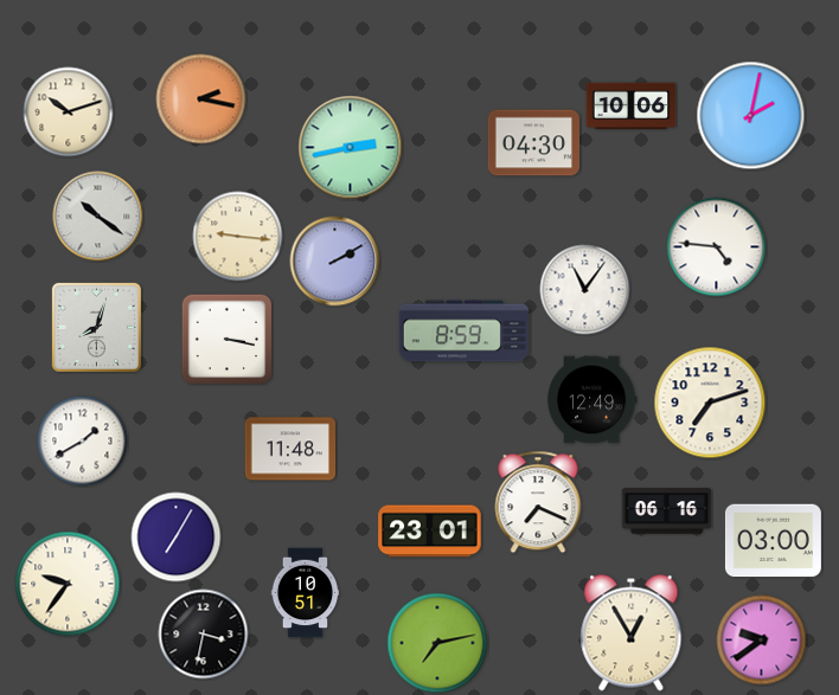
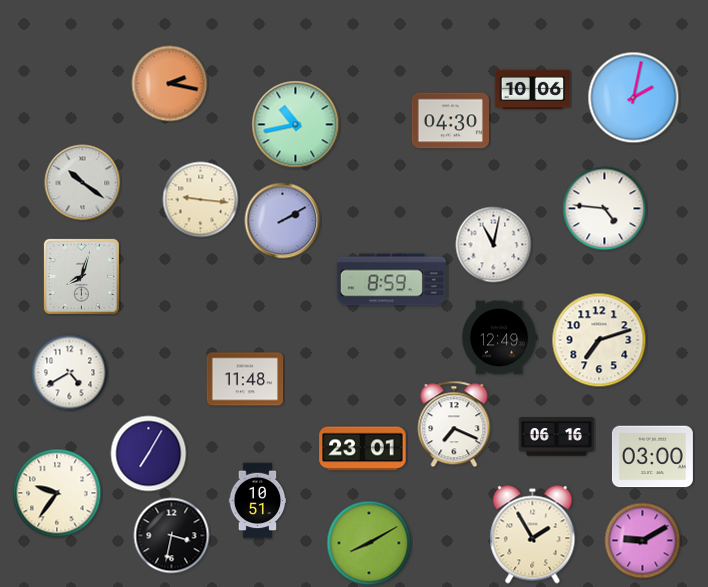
clock at (69, 112): 10:12 -> none
clock at (351, 148): 2:43 -> 10:43
clock at (585, 290): 11:06 -> 11:02
clock at (226, 339): 3:17 -> none
clock at (83, 442): 1:40 -> 4:40
clock at (667, 511) position: (667, 511) -> (557, 437)
clock at (632, 633): 12:55 -> 1:55
clock at (762, 641): 9:39 -> 9:10
clock at (437, 643): 7:13 -> 8:10
